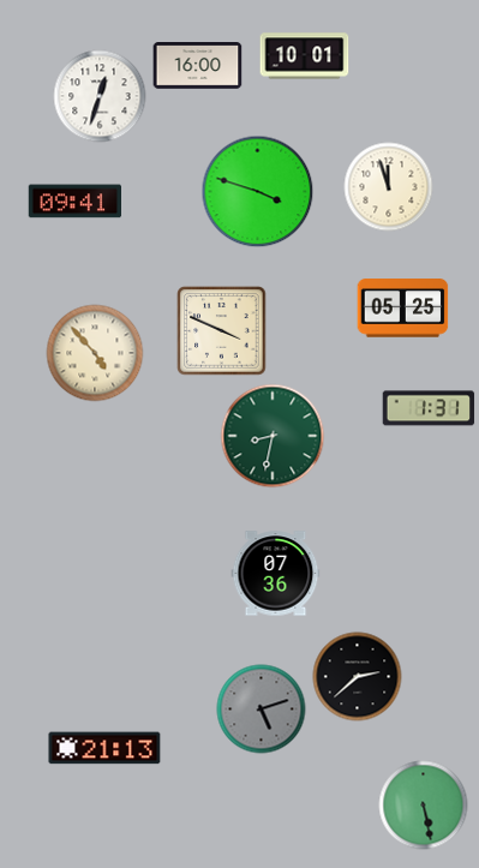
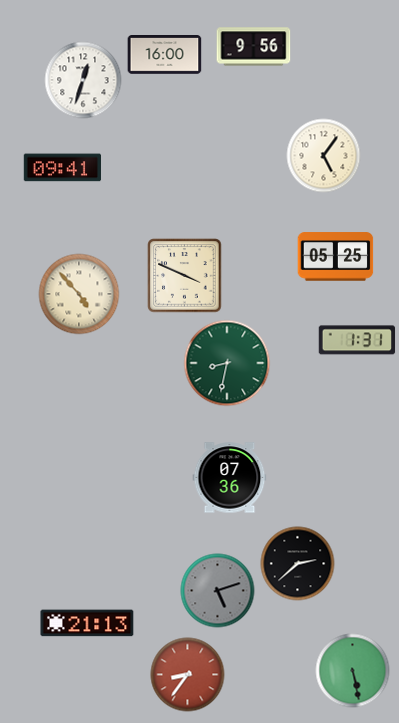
clock at (305, 56): 10:01 -> 9:56
clock at (389, 187): 11:57 -> 5:06
clock at (258, 192): 3:48 -> none
clock at (188, 675): none -> 8:36
